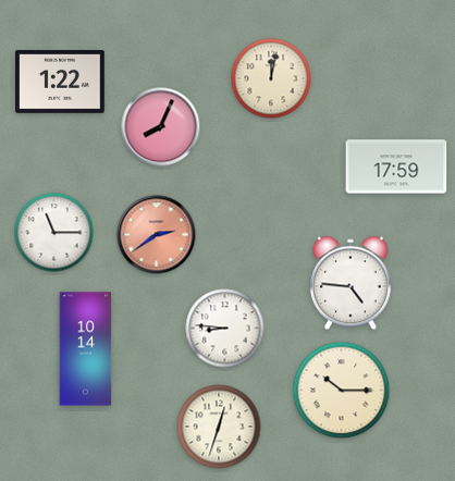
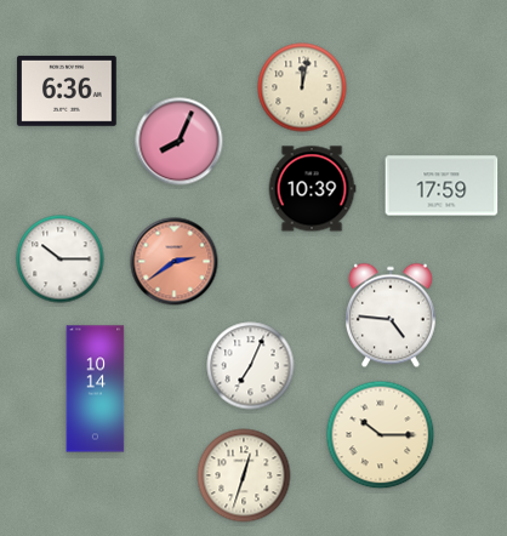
clock at (60, 82): 1:22 -> 6:36
clock at (312, 189): none -> 10:39
clock at (54, 233): 11:15 -> 10:15
clock at (225, 329): 8:46 -> 7:04
